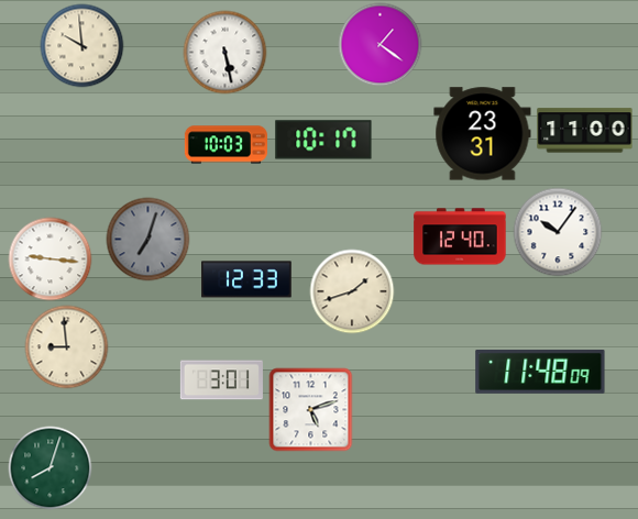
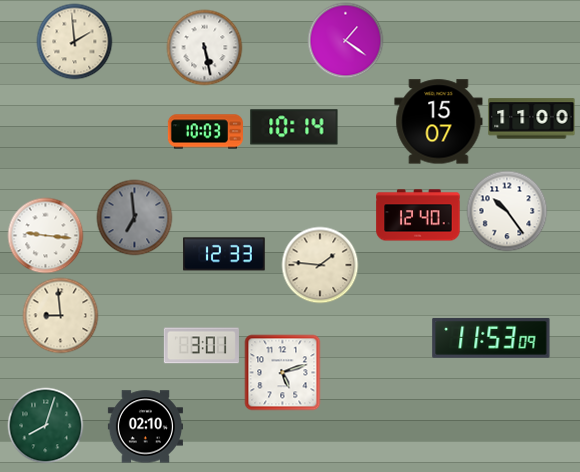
clock at (82, 46): 9:59 -> 1:59
clock at (483, 134): 23:31 -> 15:07
clock at (323, 140): 10:17 -> 10:14
clock at (558, 232): 10:06 -> 10:24
clock at (148, 240): 7:03 -> 6:59
clock at (352, 291): 1:42 -> 1:46
clock at (540, 372): 11:48 -> 11:53
clock at (145, 427): none -> 02:10
